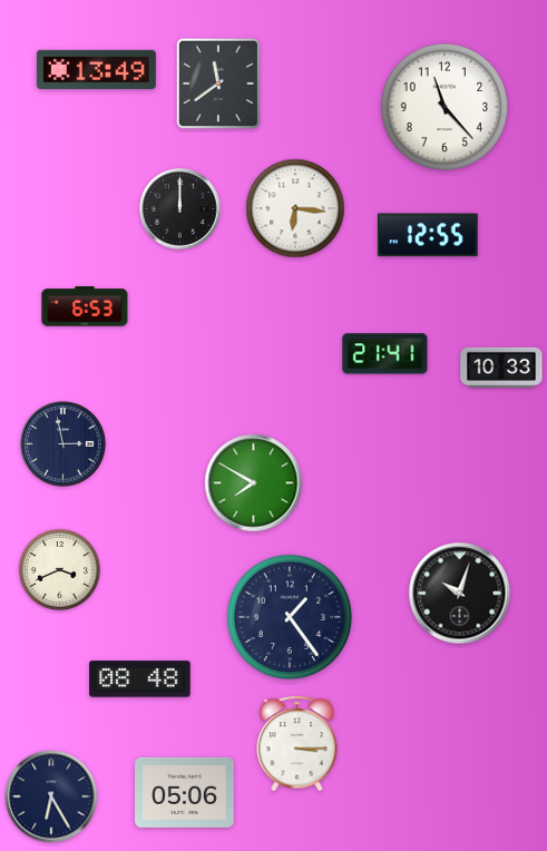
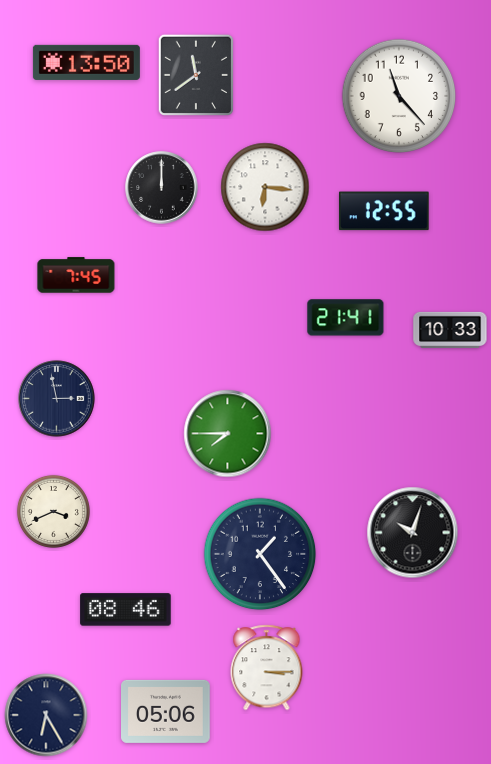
clock at (96, 69): 13:49 -> 13:50
clock at (85, 306): 6:53 -> 7:45
clock at (254, 483): 7:50 -> 7:45
clock at (140, 679): 08:48 -> 08:46
